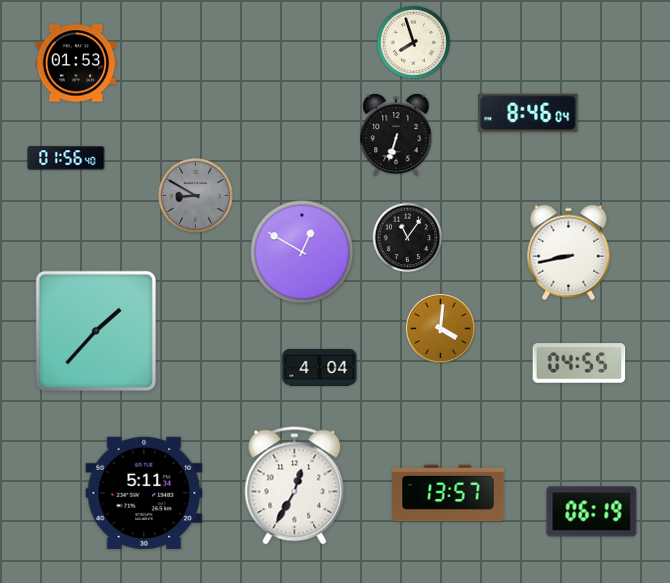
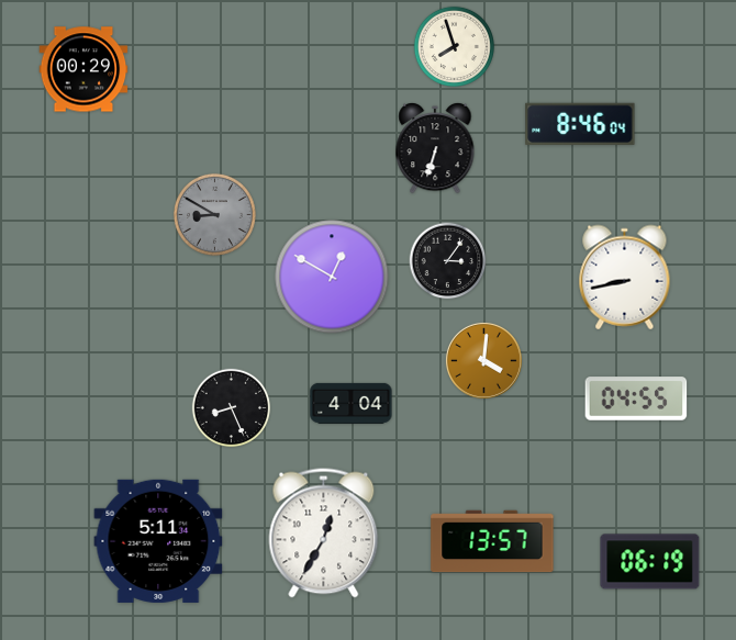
clock at (76, 63): 01:53 -> 00:29
clock at (66, 158): 01:56 -> none
clock at (408, 238): 11:06 -> 3:06
clock at (95, 330): 1:37 -> none
clock at (232, 408): none -> 8:26
